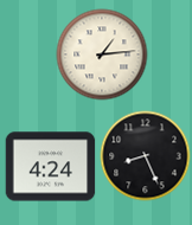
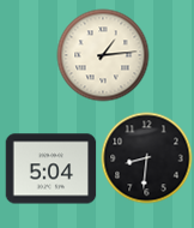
clock at (146, 156): 8:26 -> 8:31
clock at (51, 167): 4:24 -> 5:04
